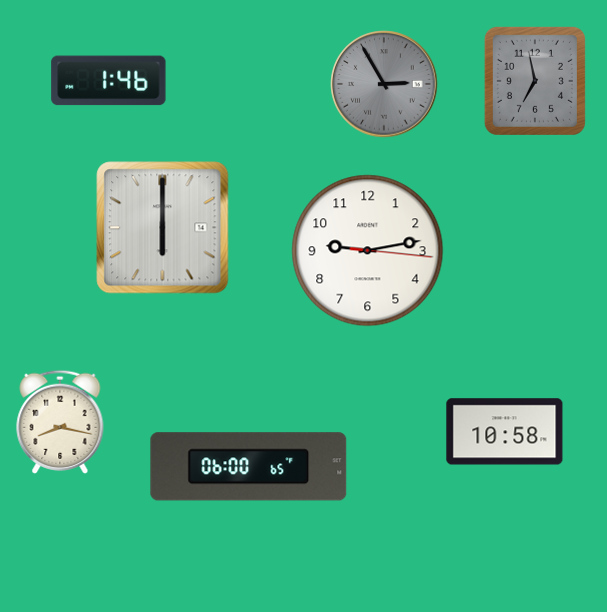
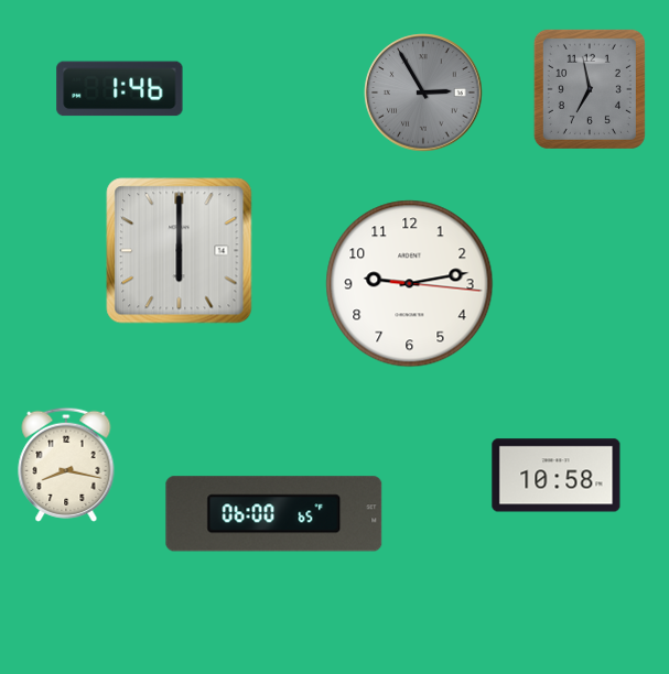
clock at (368, 251) position: (368, 251) -> (410, 284)
